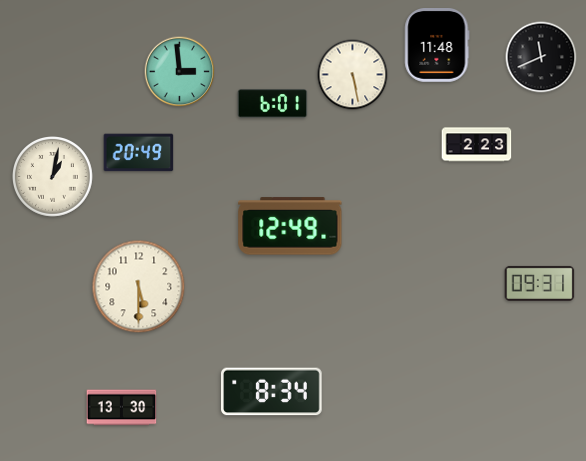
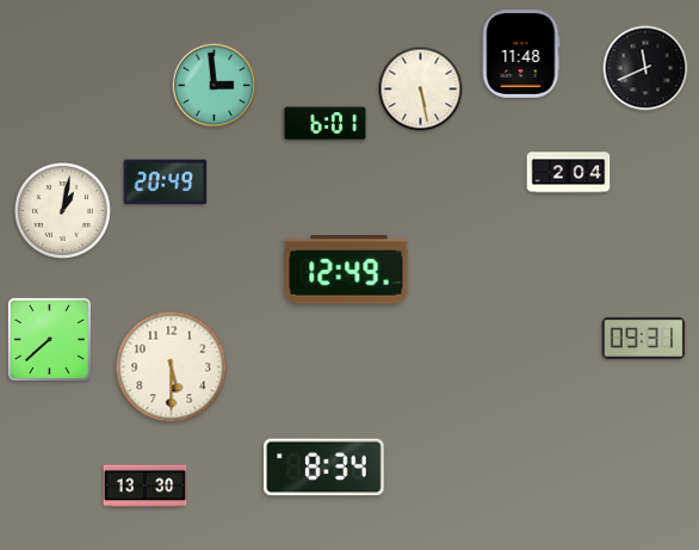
clock at (477, 145): 2:23 -> 2:04
clock at (49, 339): none -> 7:38
clock at (139, 287) position: (139, 287) -> (172, 367)
